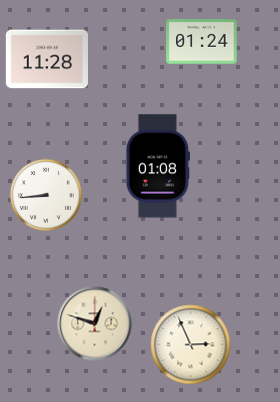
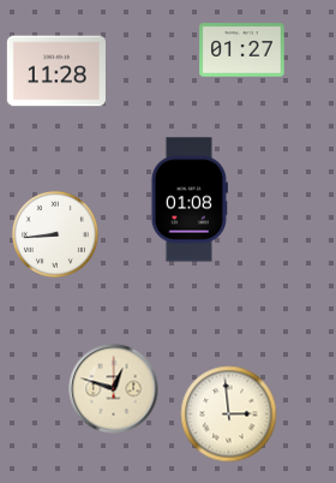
clock at (202, 42): 01:24 -> 01:27
clock at (191, 345): 2:56 -> 2:59
